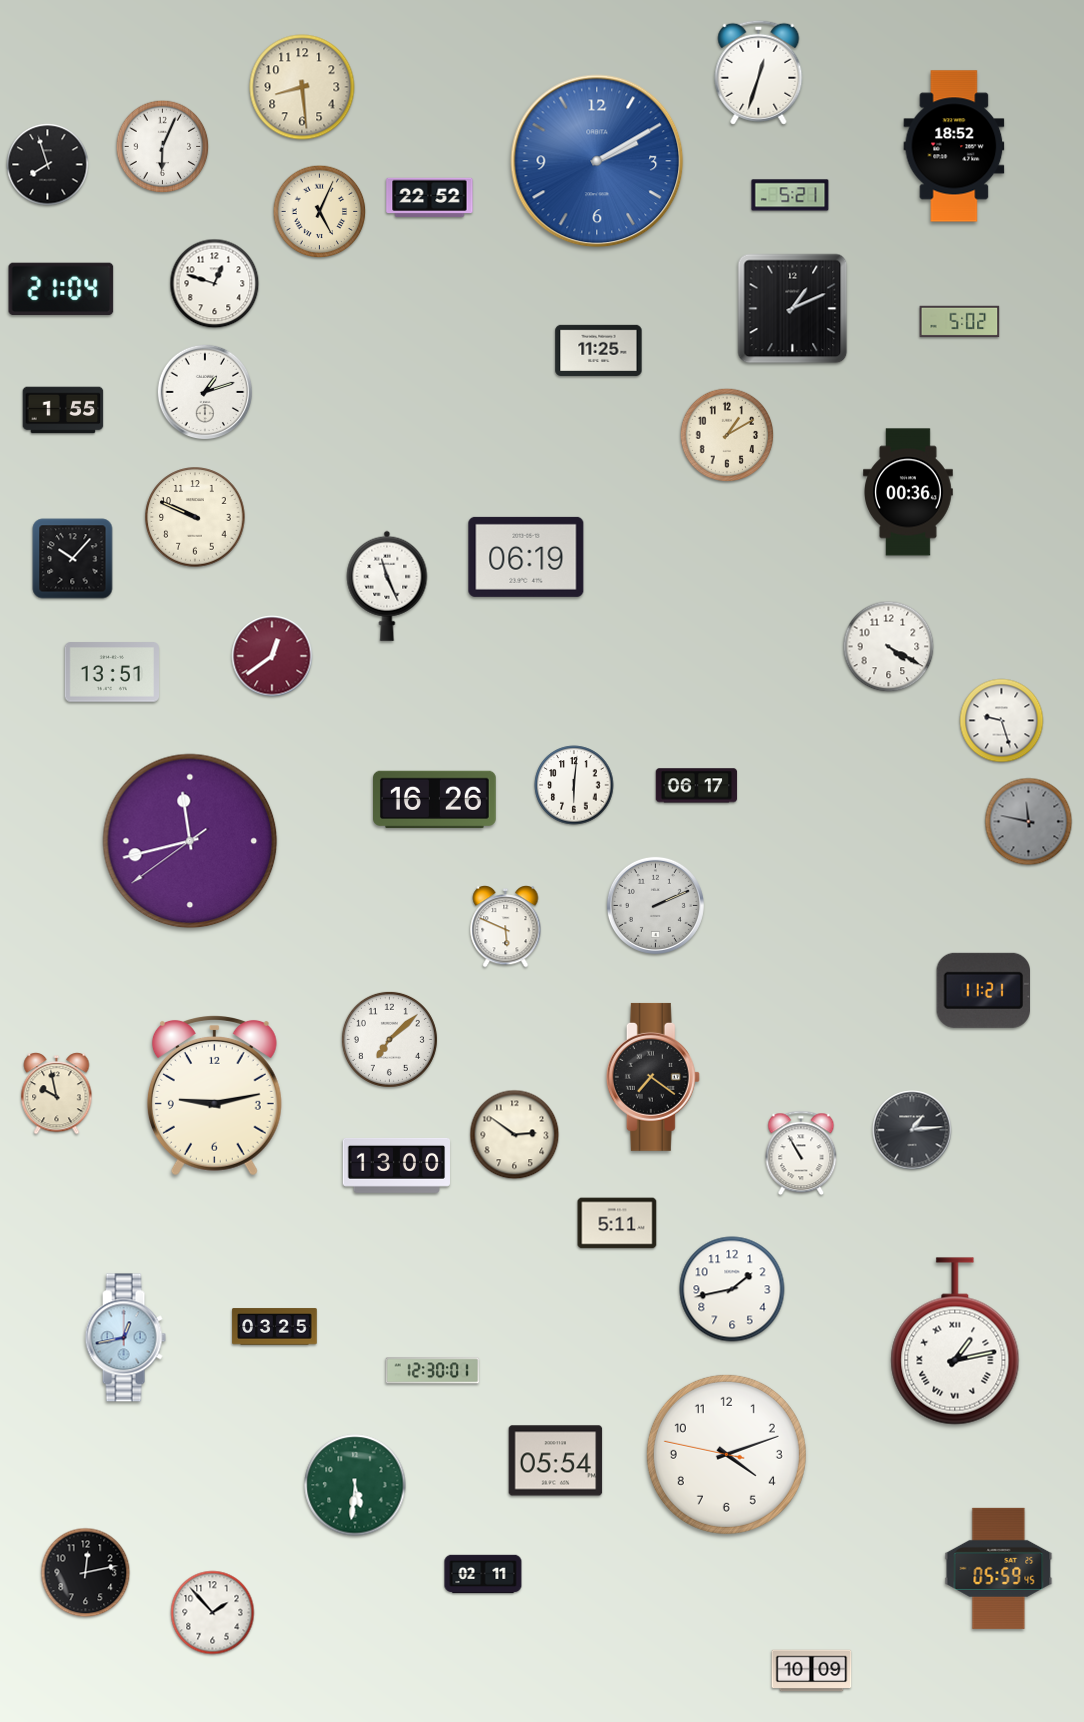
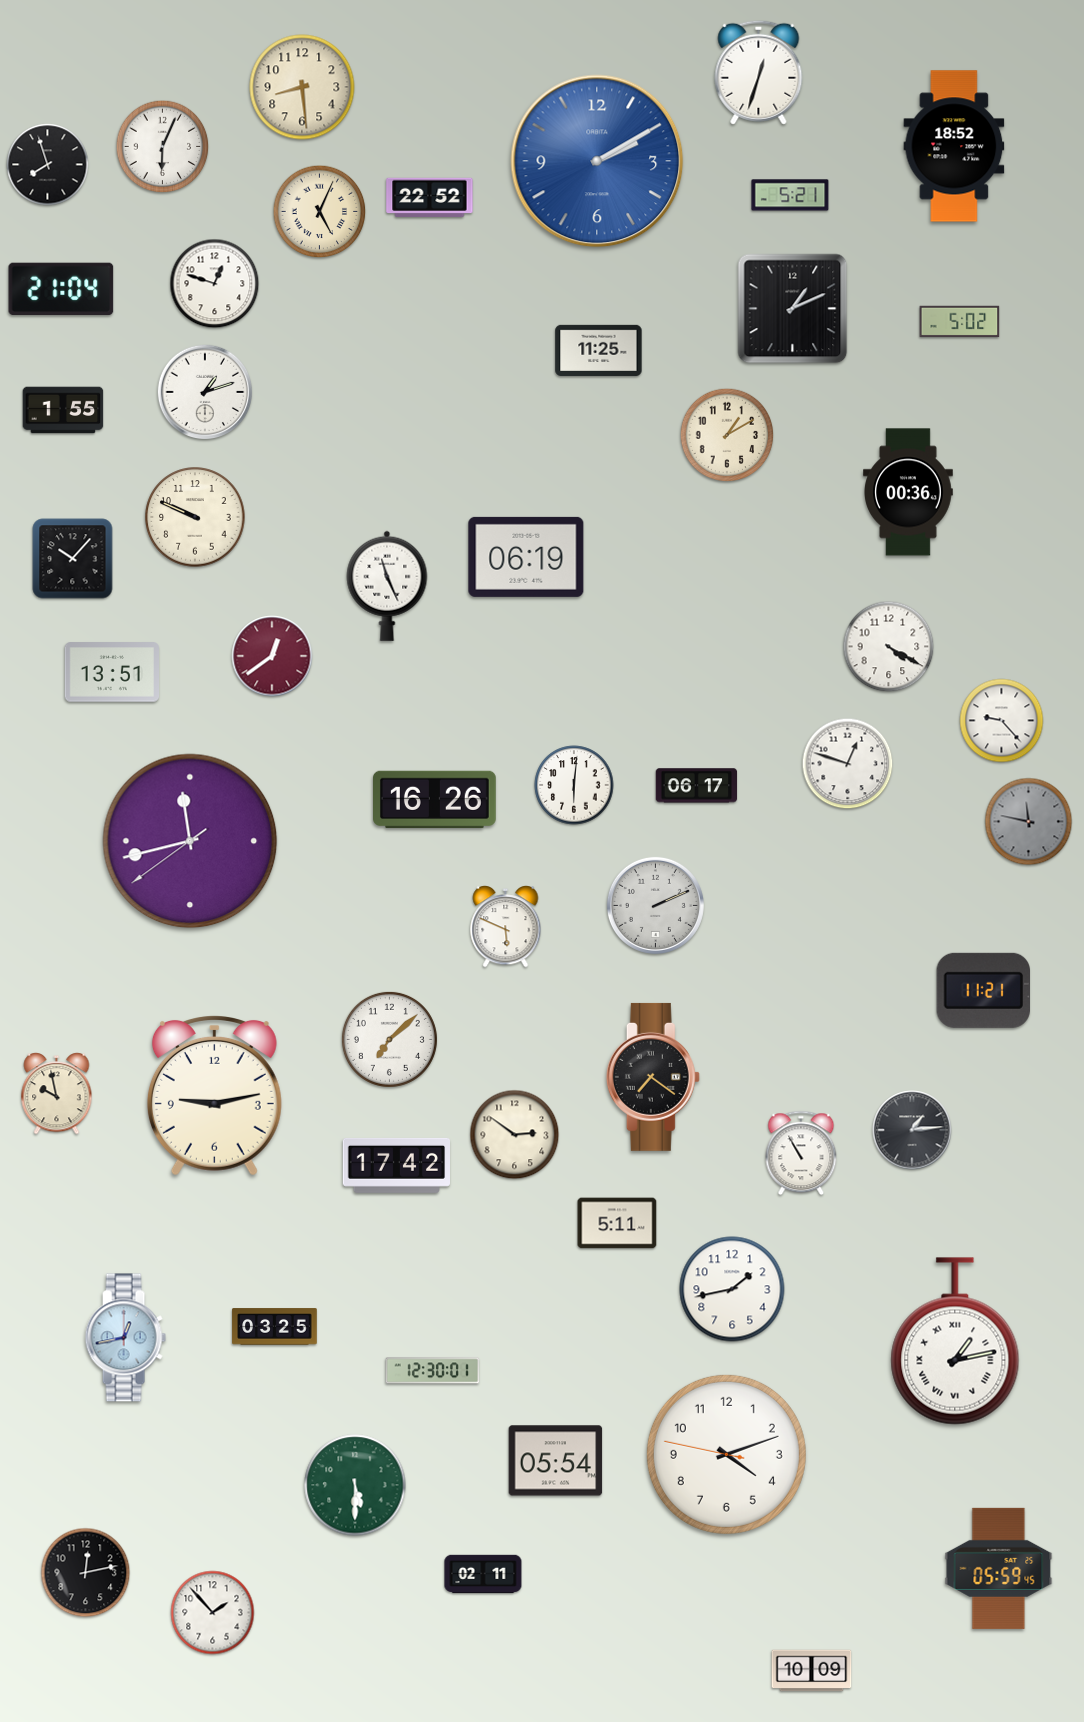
clock at (1002, 721): 9:27 -> 9:23
clock at (848, 764): none -> 12:48
clock at (396, 1165): 13:00 -> 17:42
clock at (355, 1485): 5:31 -> 5:30
